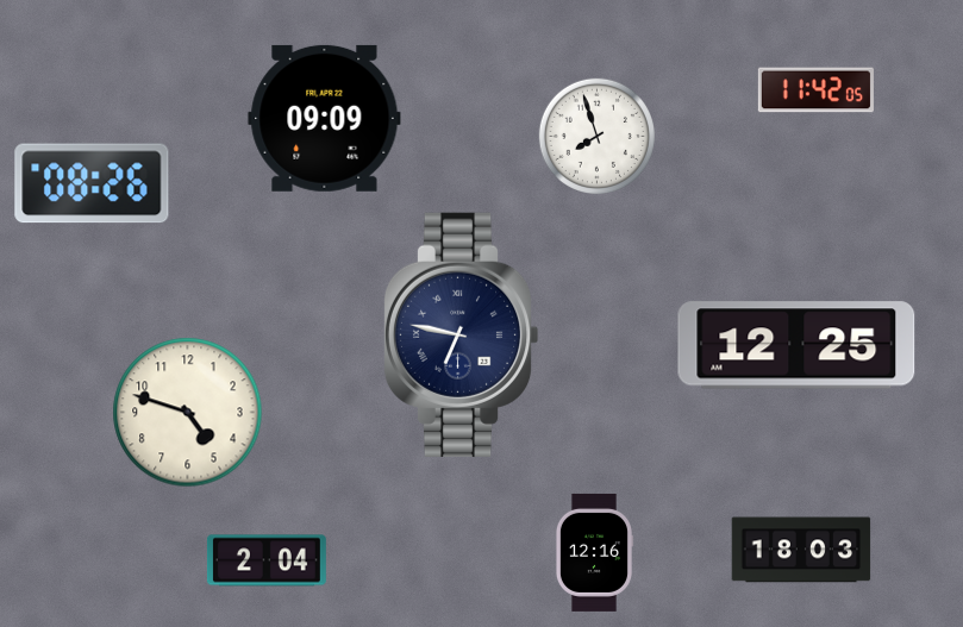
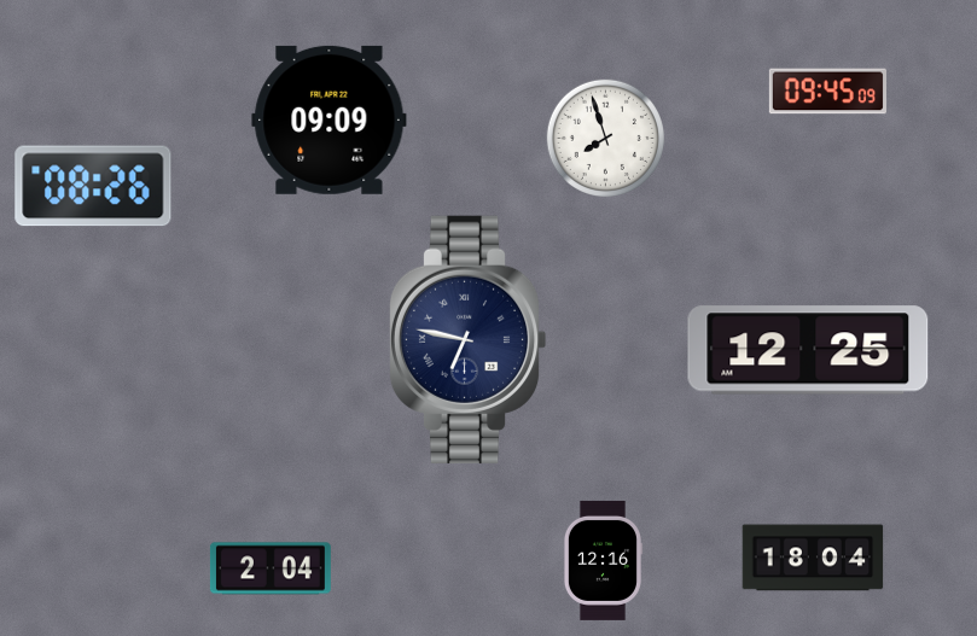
clock at (815, 90): 11:42 -> 09:45
clock at (188, 413): 4:48 -> none
clock at (801, 550): 18:03 -> 18:04
